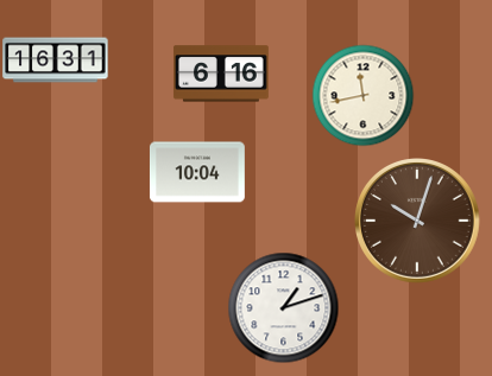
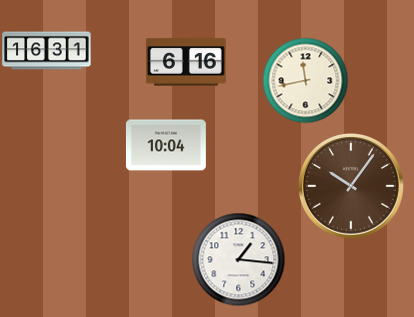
clock at (418, 222): 10:03 -> 10:06
clock at (283, 307): 1:12 -> 1:16
